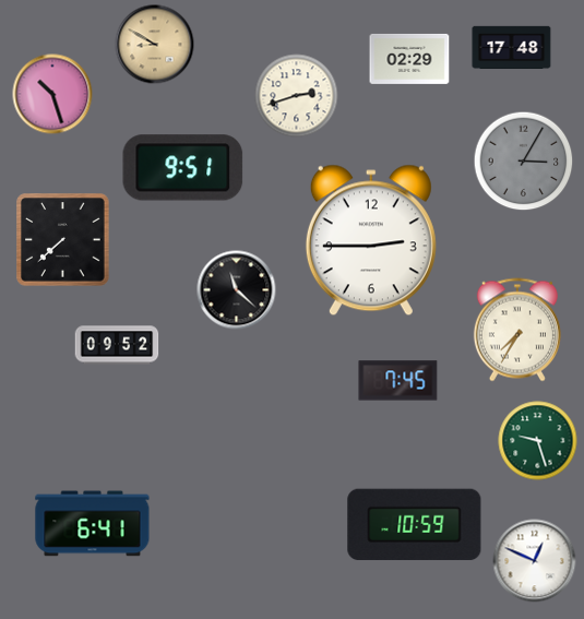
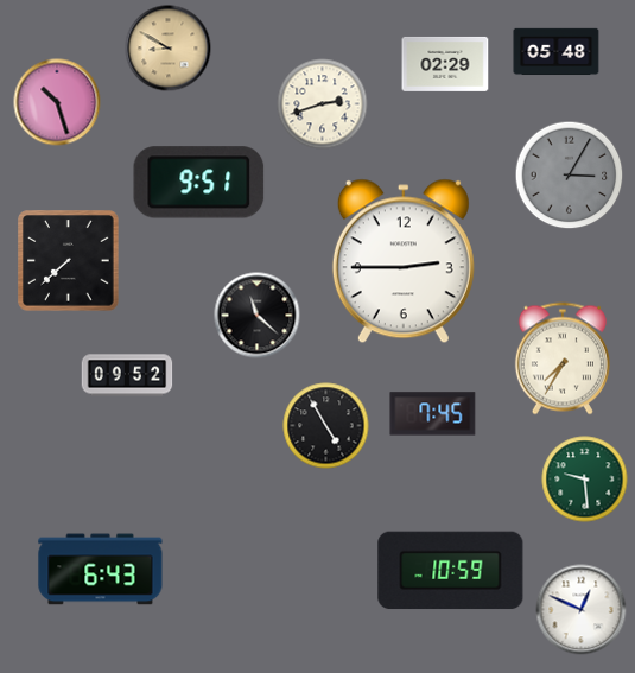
clock at (512, 48): 17:48 -> 05:48
clock at (326, 426): none -> 4:55
clock at (538, 441): 9:27 -> 9:29
clock at (93, 524): 6:41 -> 6:43
